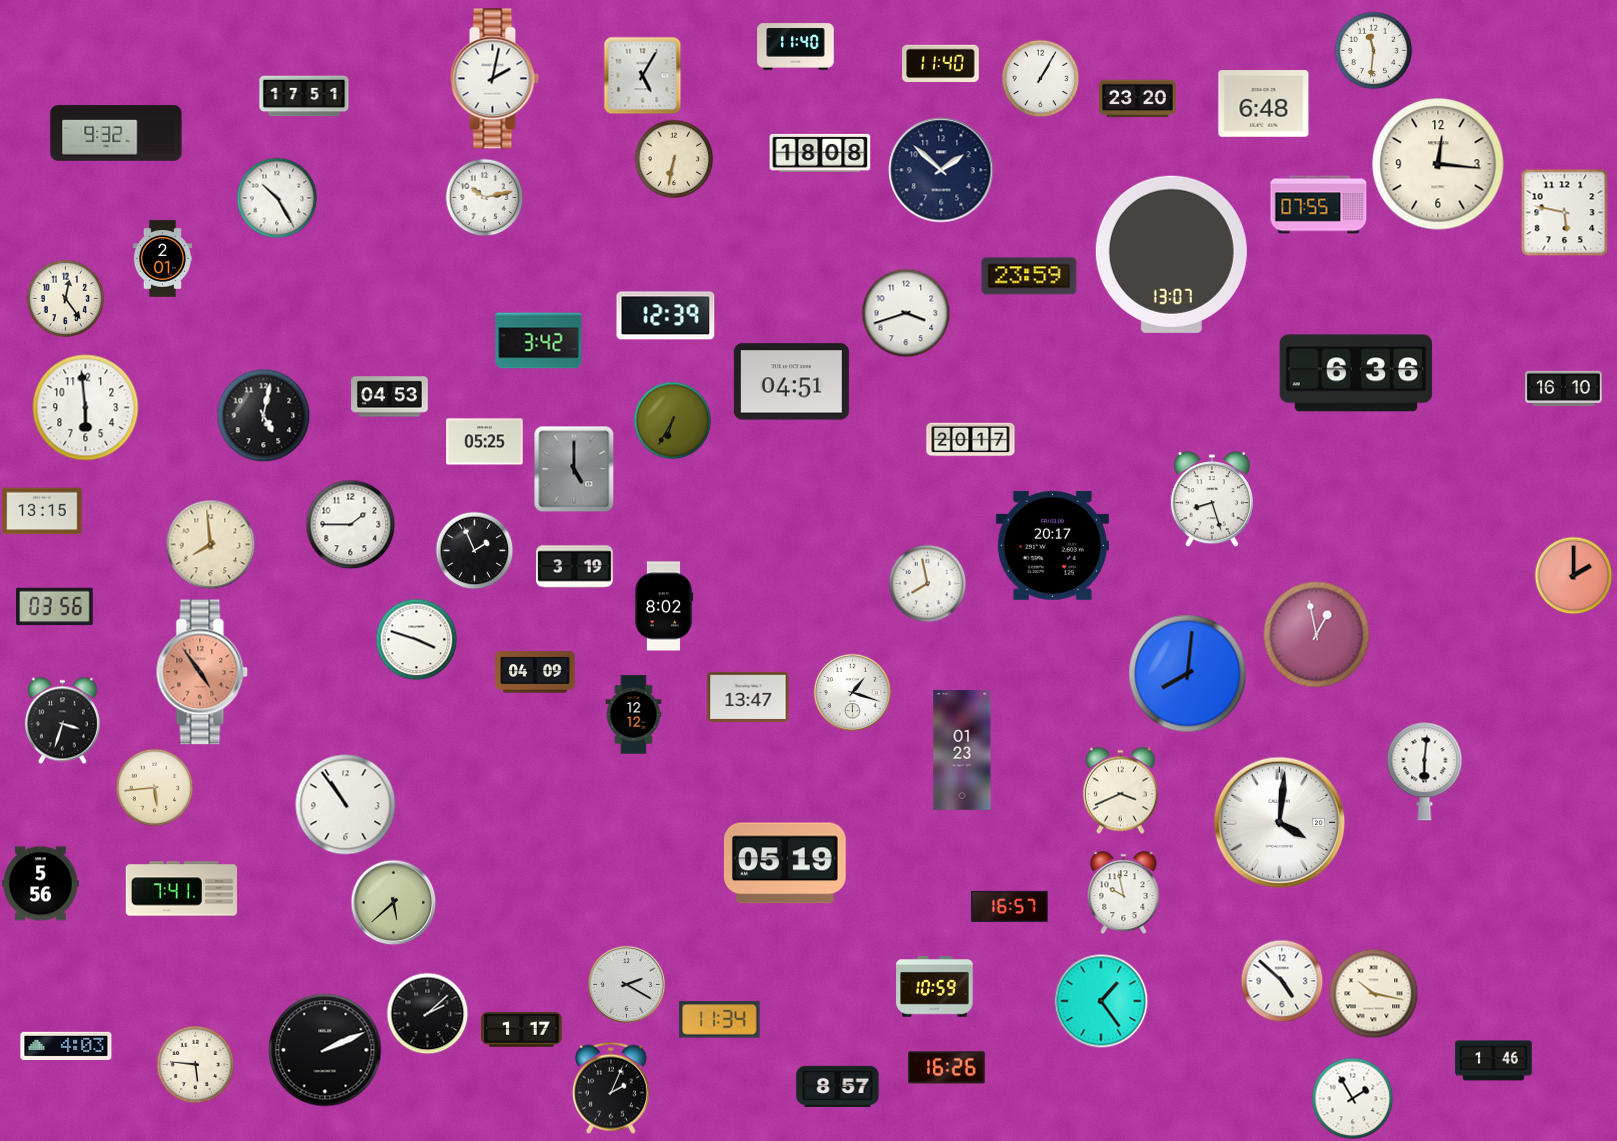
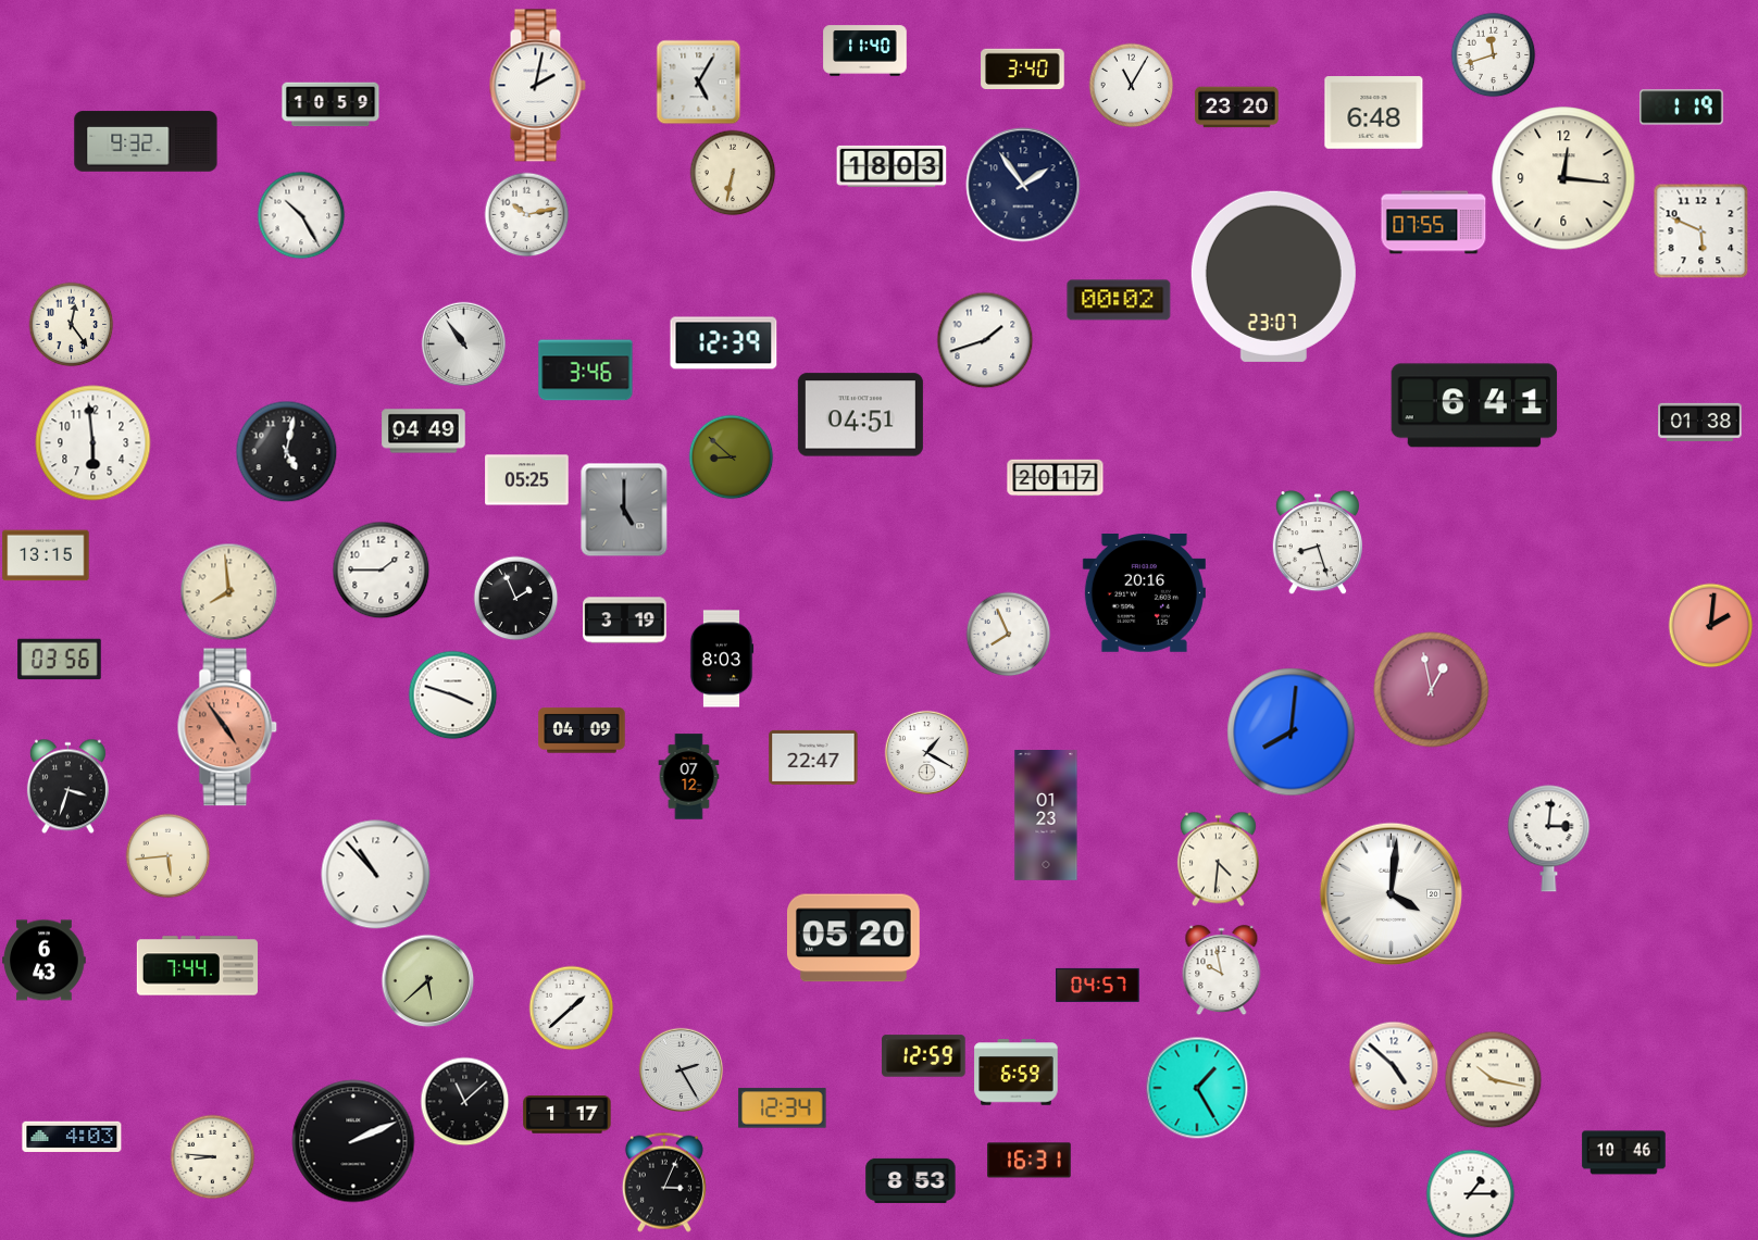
clock at (1373, 50): 11:31 -> 11:42
clock at (941, 63): 11:40 -> 3:40
clock at (1040, 78): 1:05 -> 11:05
clock at (304, 96): 17:51 -> 10:59
clock at (1682, 108): none -> 1:19
clock at (116, 133) position: (116, 133) -> (146, 141)
clock at (820, 153): 18:08 -> 18:03
clock at (941, 170): 1:52 -> 1:54
clock at (1564, 212): 5:47 -> 5:49
clock at (1171, 254): 13:07 -> 23:07
clock at (162, 259): 2:01 -> none
clock at (1029, 276): 23:59 -> 00:02
clock at (906, 313): 3:42 -> 1:42
clock at (463, 343): none -> 10:54
clock at (539, 341): 3:42 -> 3:46
clock at (1356, 373): 6:36 -> 6:41
clock at (1564, 388): 16:10 -> 01:38
clock at (390, 397): 04:53 -> 04:49
clock at (672, 420): 6:35 -> 8:52
clock at (1052, 546): 20:17 -> 20:16
clock at (575, 567) position: (575, 567) -> (625, 621)
clock at (1573, 575): 2:00 -> 2:01
clock at (927, 583): 7:58 -> 7:56
clock at (664, 606): 8:02 -> 8:03
clock at (202, 672) position: (202, 672) -> (227, 727)
clock at (852, 692): 1:18 -> 1:20
clock at (748, 697): 13:47 -> 22:47
clock at (634, 715): 12:12 -> 07:12
clock at (62, 720) position: (62, 720) -> (67, 786)
clock at (1425, 772): 6:01 -> 3:01
clock at (1120, 790): 3:41 -> 4:31
clock at (346, 805): 10:54 -> 10:53
clock at (785, 863): 05:19 -> 05:20
clock at (41, 884): 5:56 -> 6:43
clock at (181, 889): 7:41 -> 7:44
clock at (1010, 906): 16:57 -> 04:57
clock at (571, 1007): none -> 1:38
clock at (924, 1056): none -> 12:59
clock at (626, 984): 2:20 -> 2:25
clock at (935, 987): 10:59 -> 6:59
clock at (1101, 1001): 1:24 -> 1:25
clock at (427, 1013): 2:08 -> 11:08
clock at (720, 1020): 11:34 -> 12:34
clock at (522, 1030) position: (522, 1030) -> (568, 1115)
clock at (1494, 1061): 1:46 -> 10:46
clock at (195, 1064): 5:46 -> 8:46
clock at (947, 1068): 16:26 -> 16:31
clock at (838, 1086): 8:57 -> 8:53
clock at (611, 1088): 2:04 -> 3:04
clock at (1352, 1098): 1:55 -> 1:15
